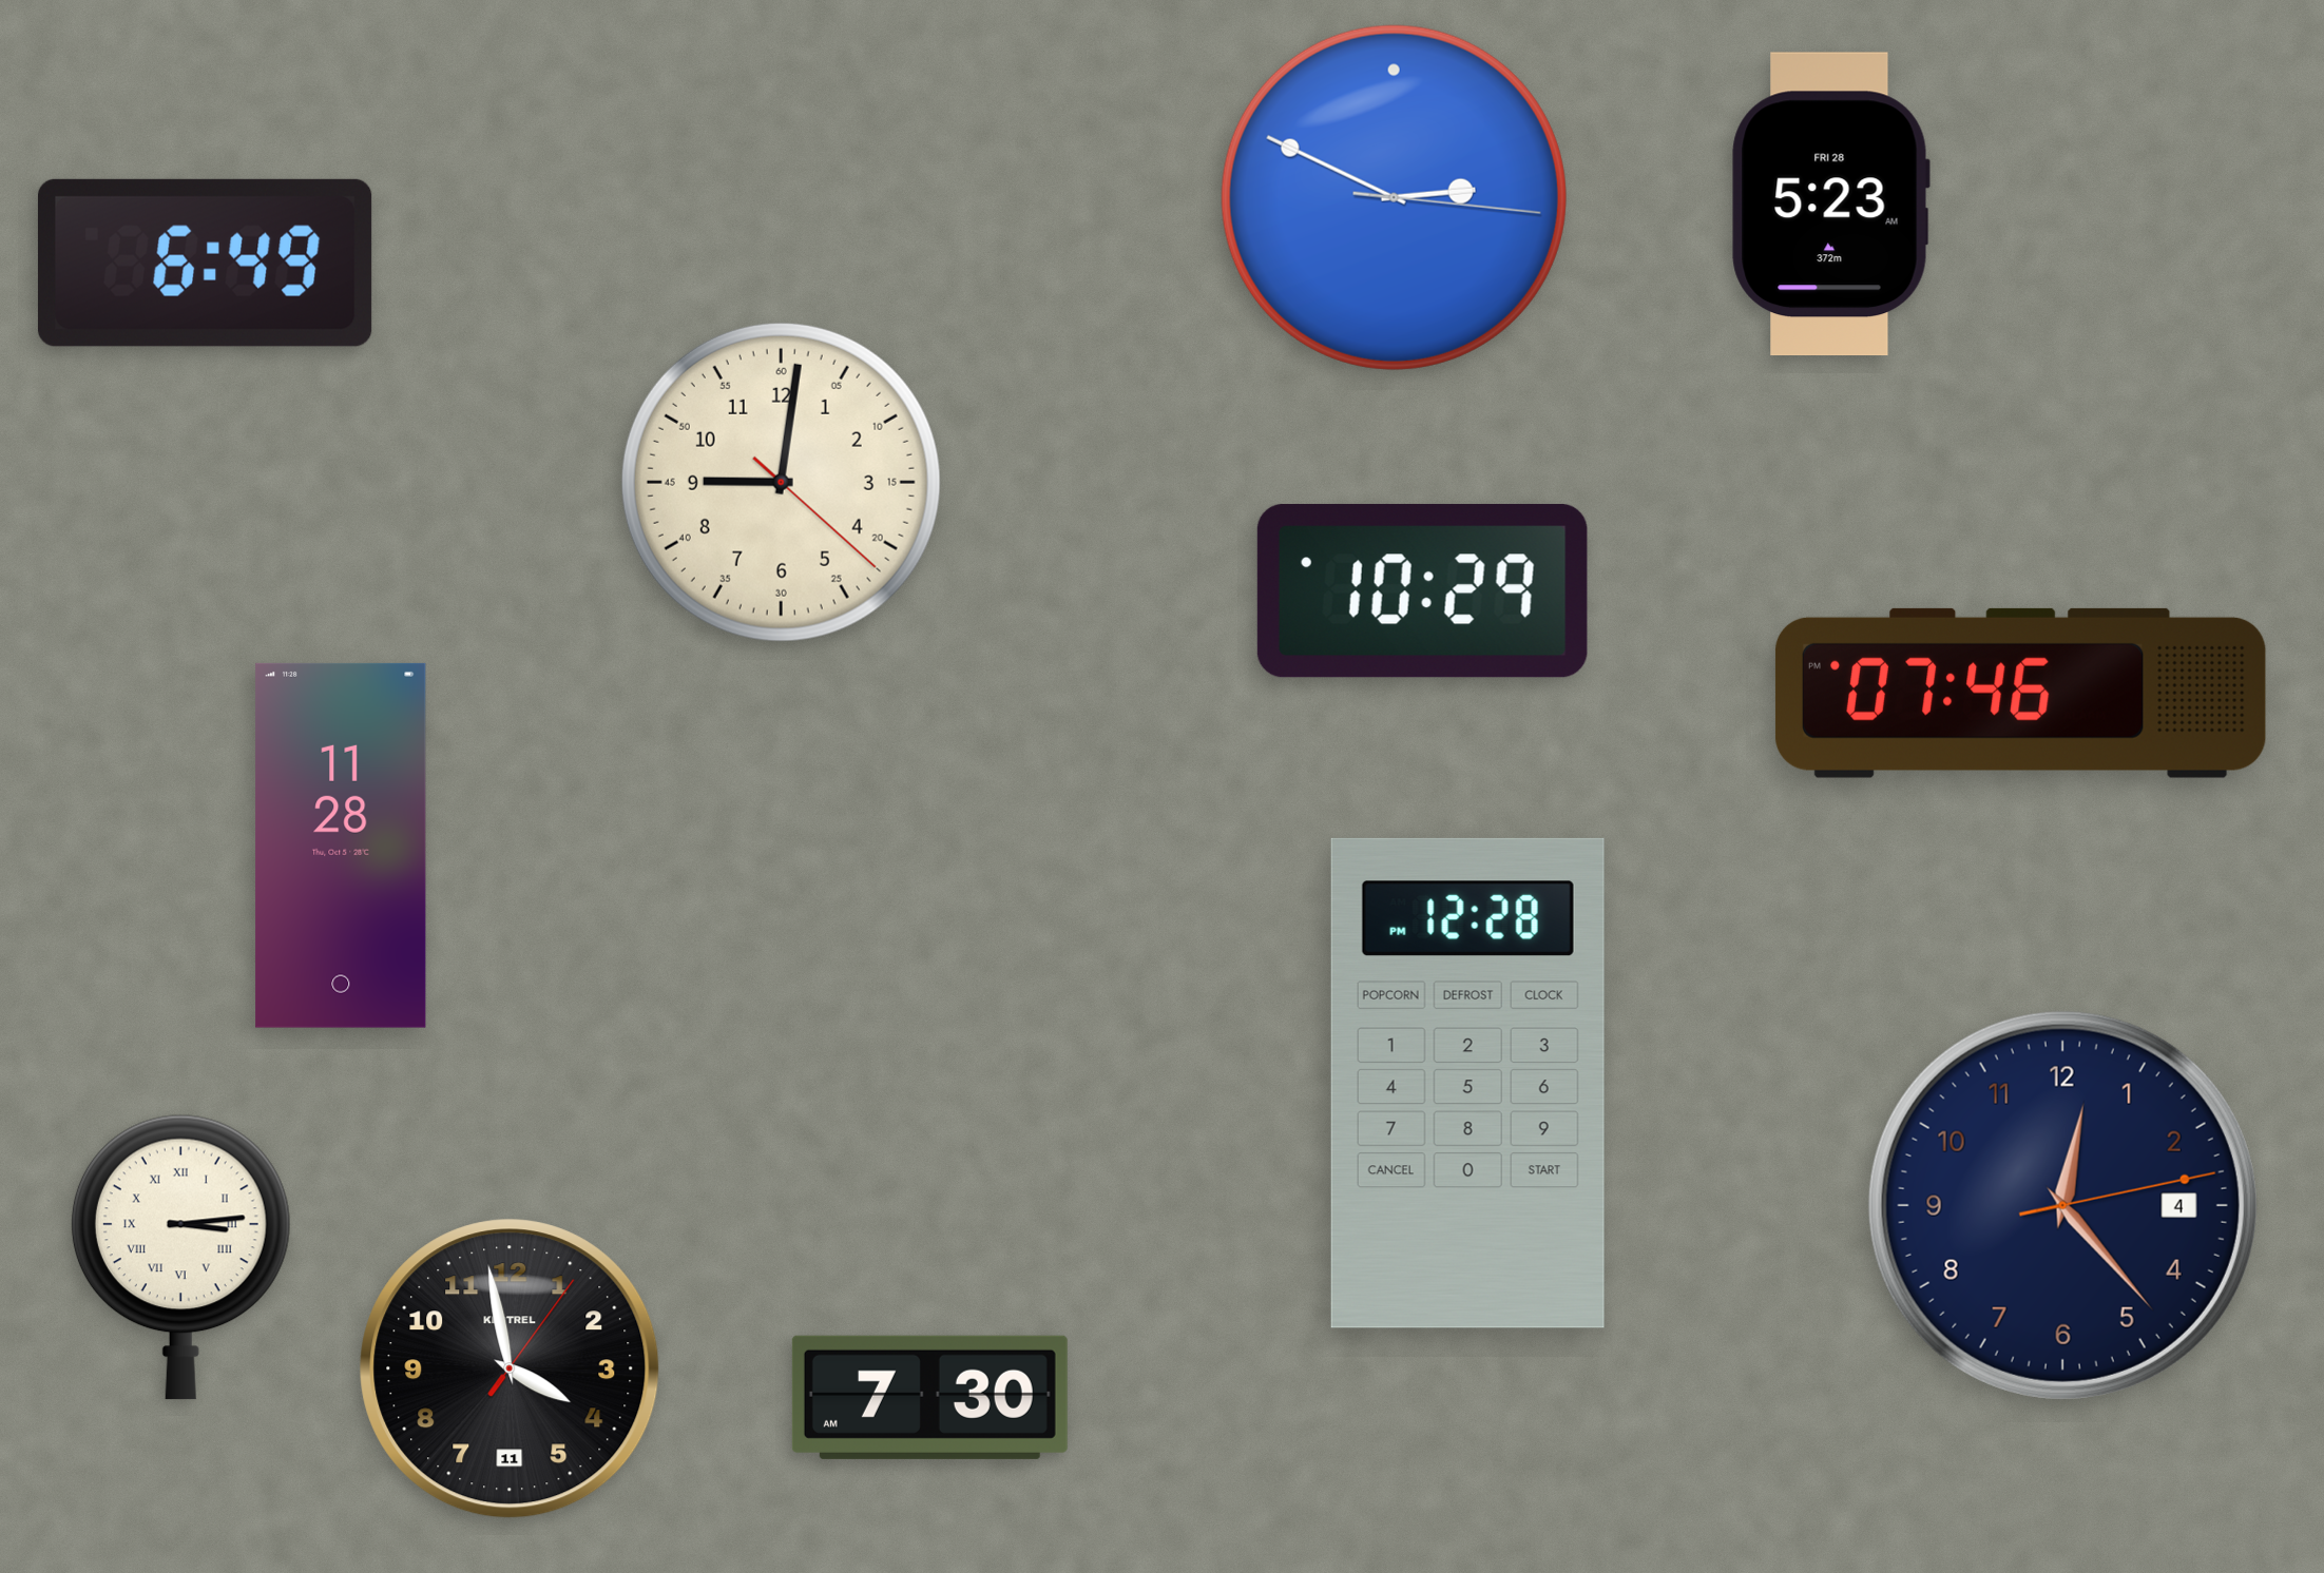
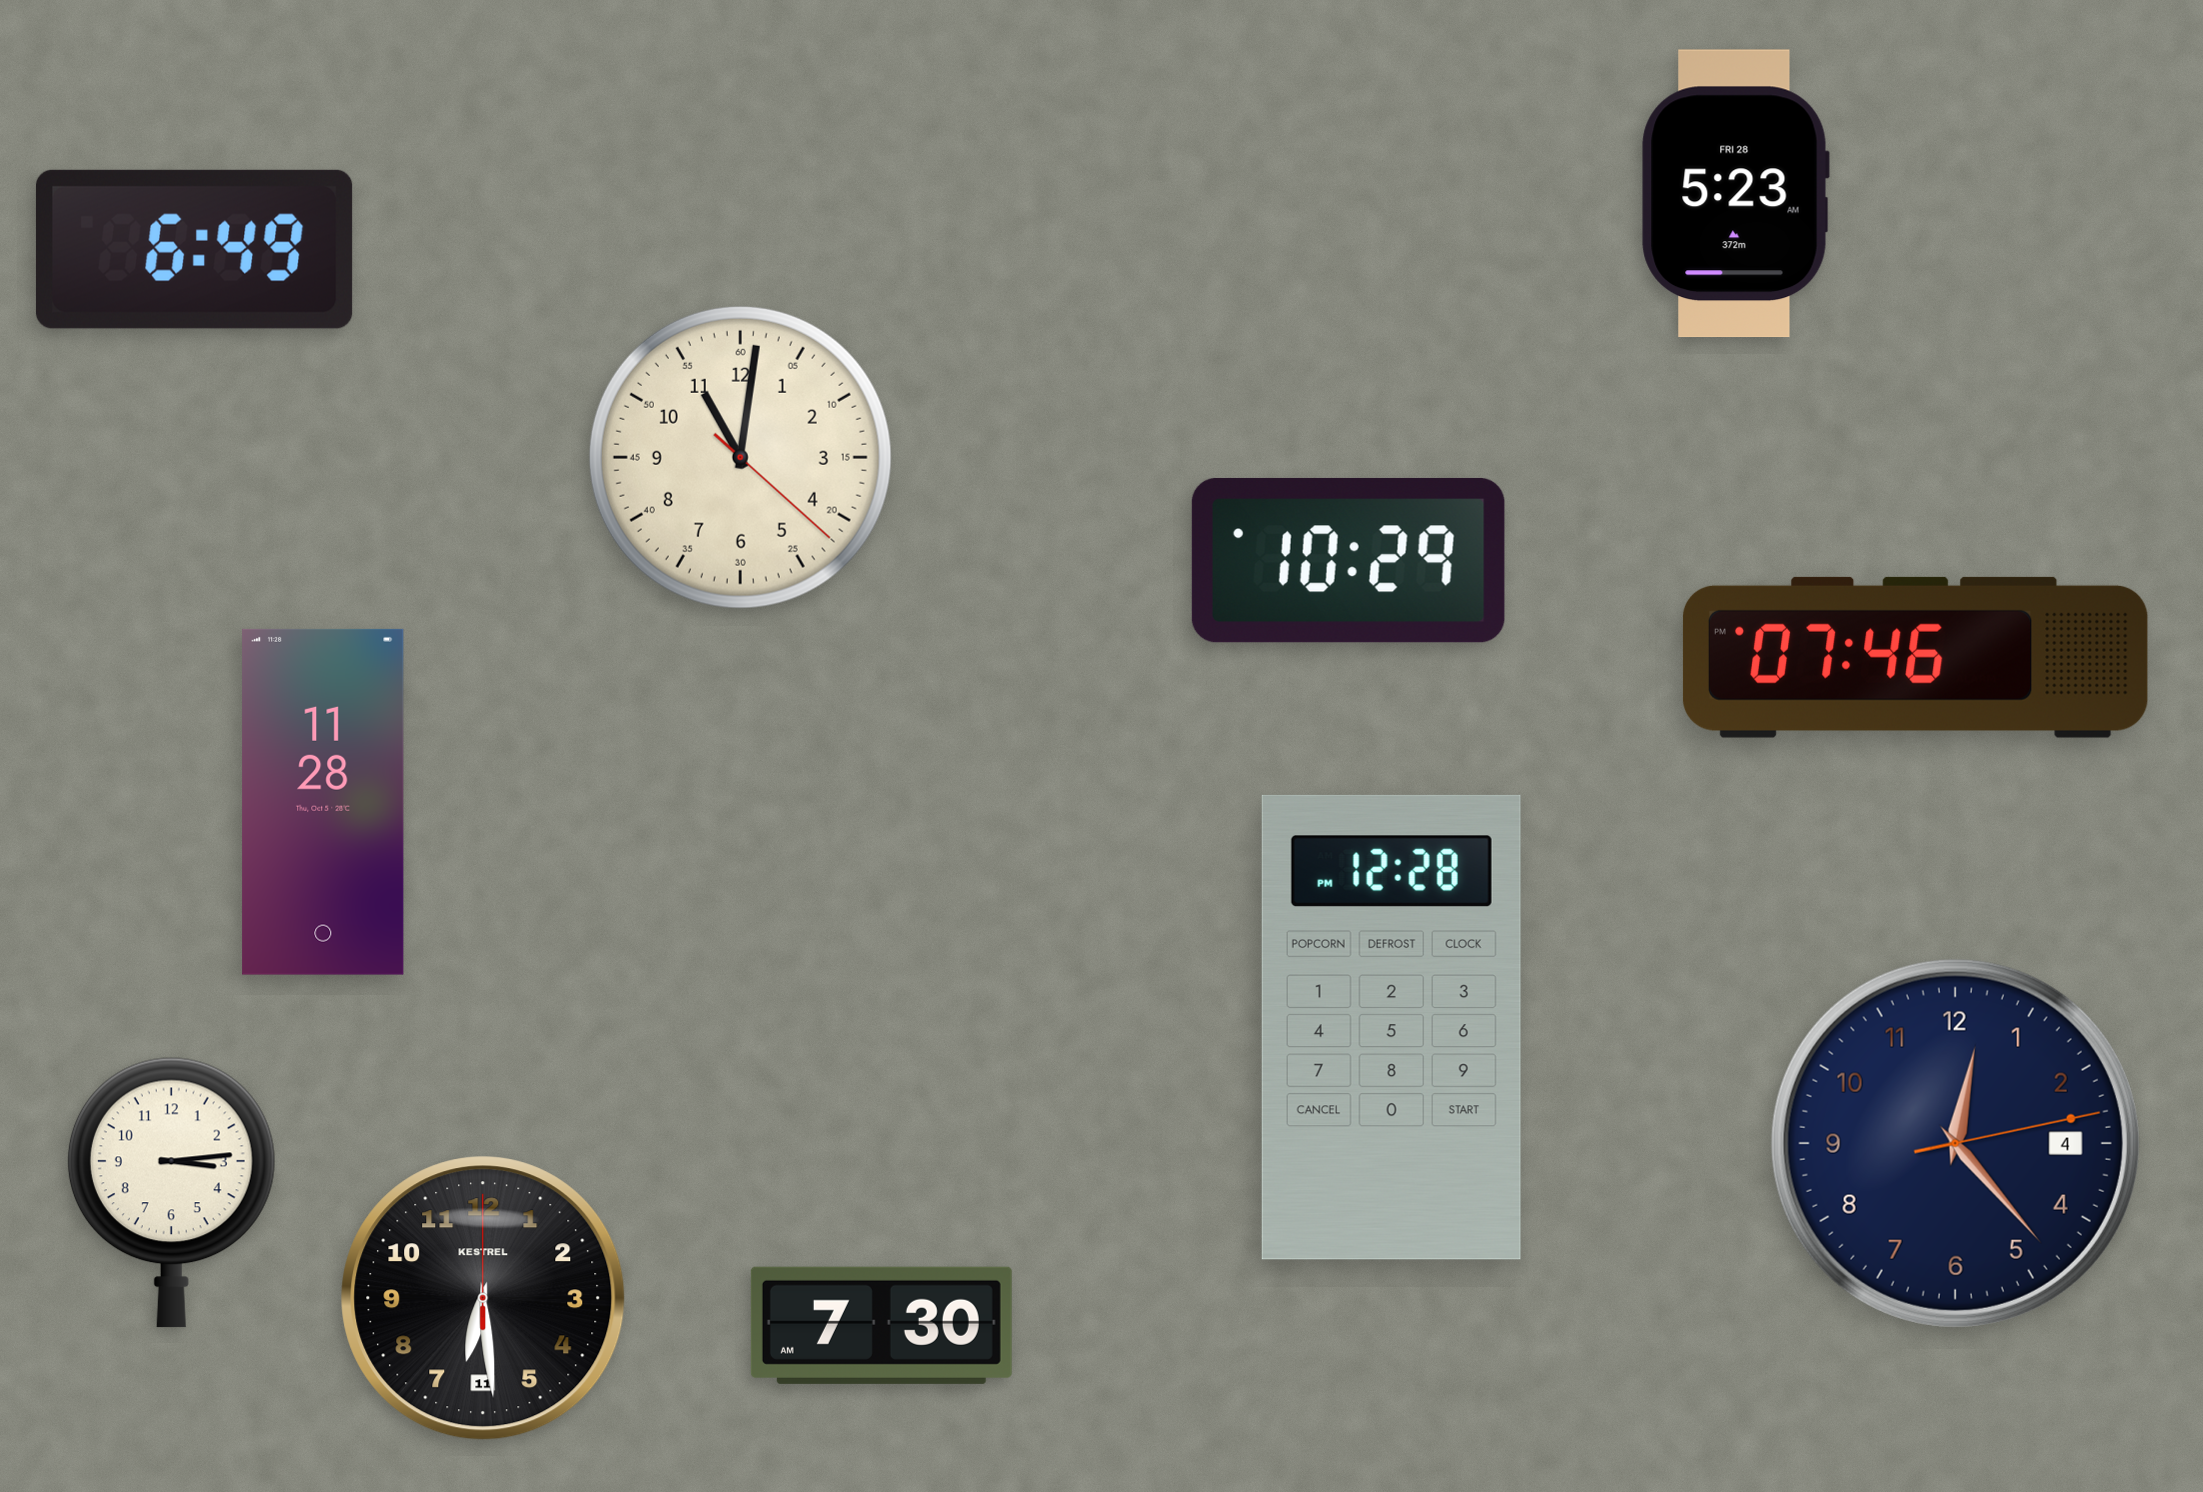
clock at (1394, 197): 2:49 -> none
clock at (781, 482): 9:01 -> 11:01
clock at (180, 1257) numerals: Roman -> Arabic
clock at (510, 1368): 3:58 -> 6:29
